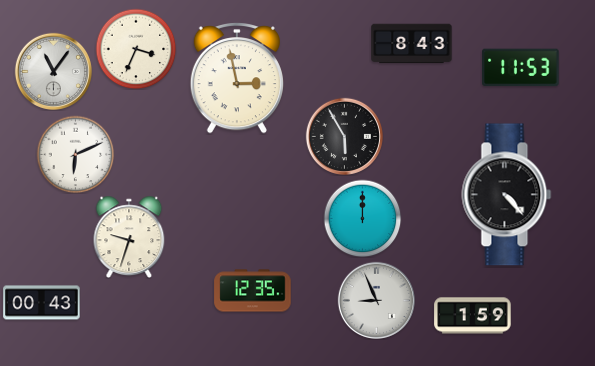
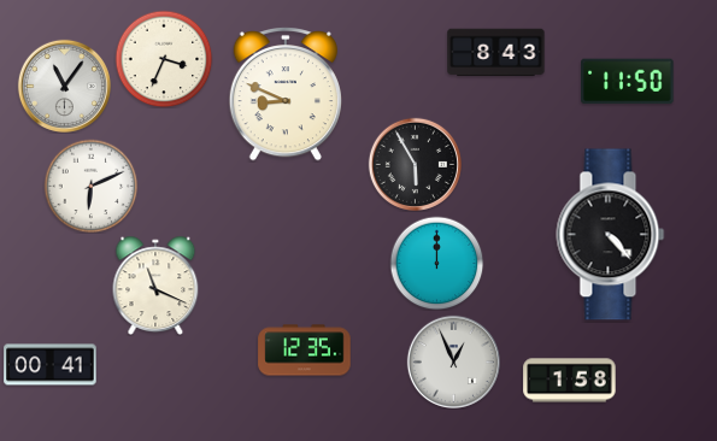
clock at (521, 68): 11:53 -> 11:50
clock at (237, 79): 2:58 -> 8:49
clock at (129, 236): 9:33 -> 11:19
clock at (376, 300): 8:56 -> 12:56
clock at (42, 303): 00:43 -> 00:41
clock at (473, 316): 1:59 -> 1:58
